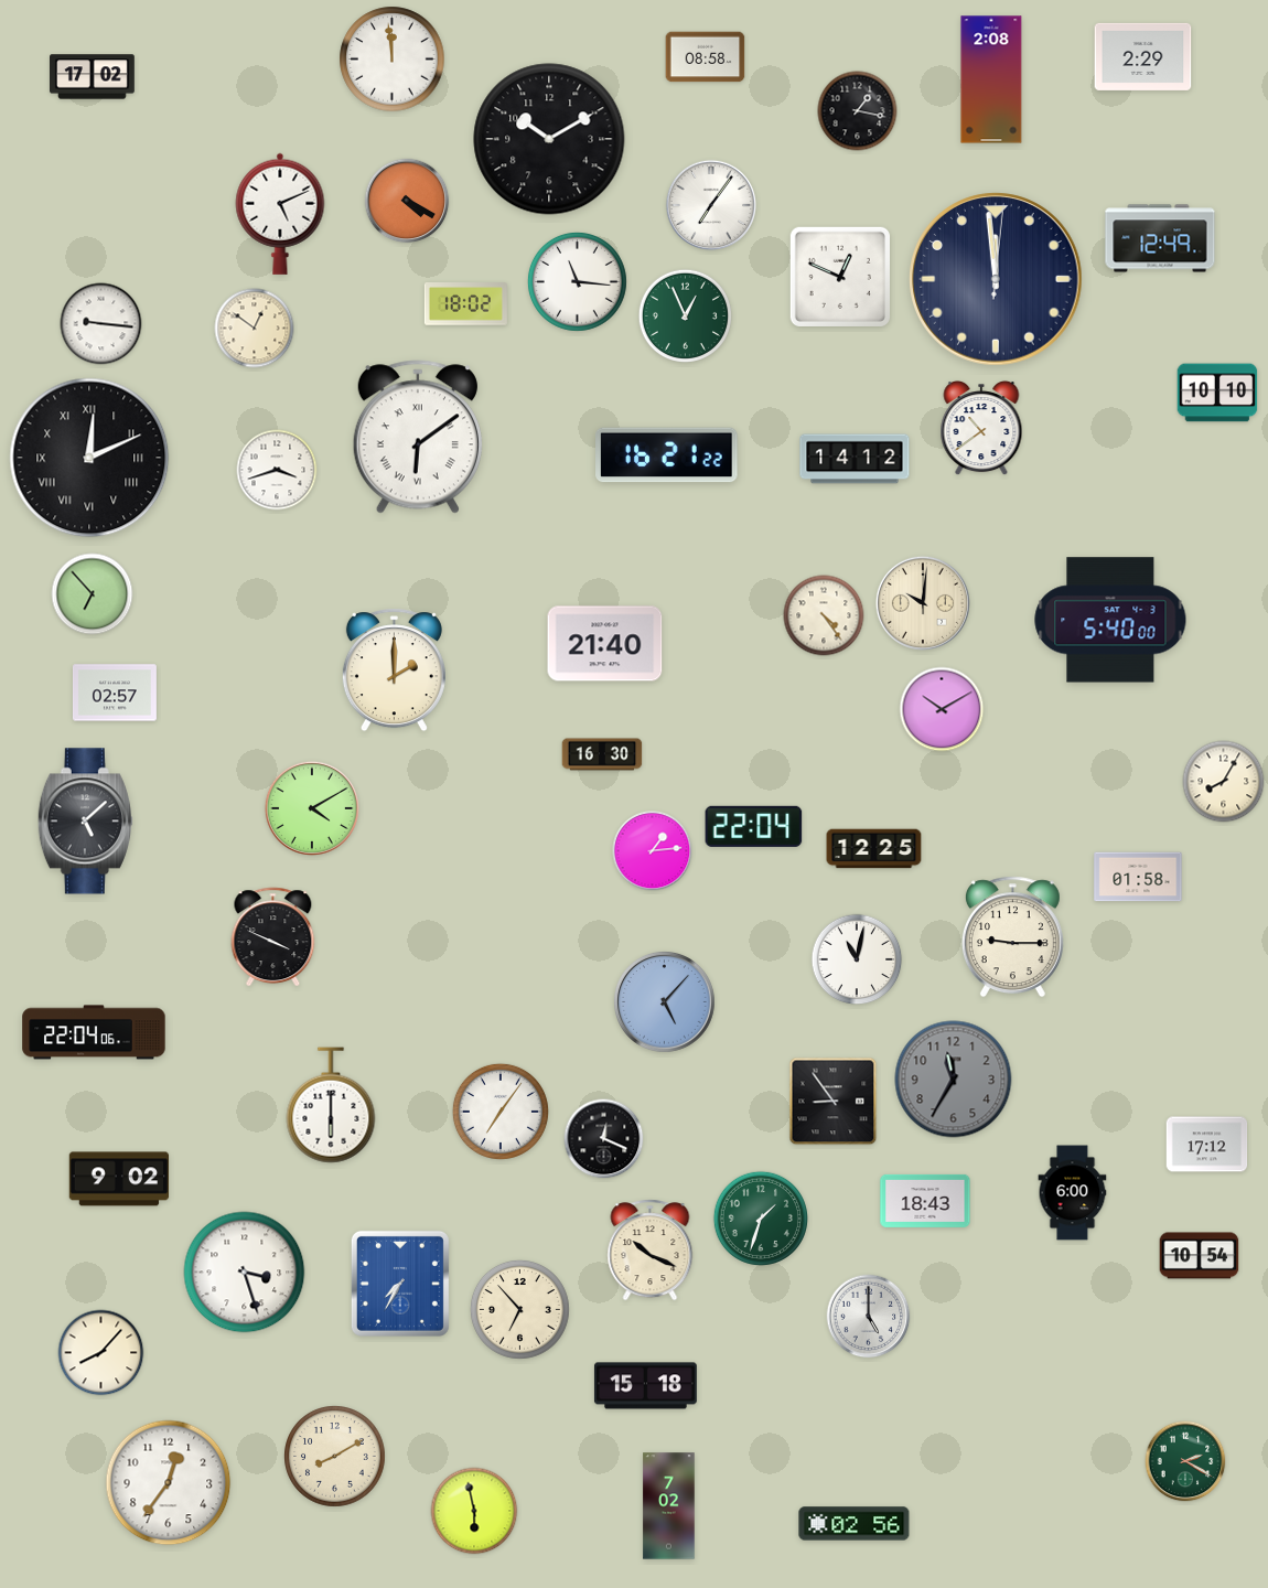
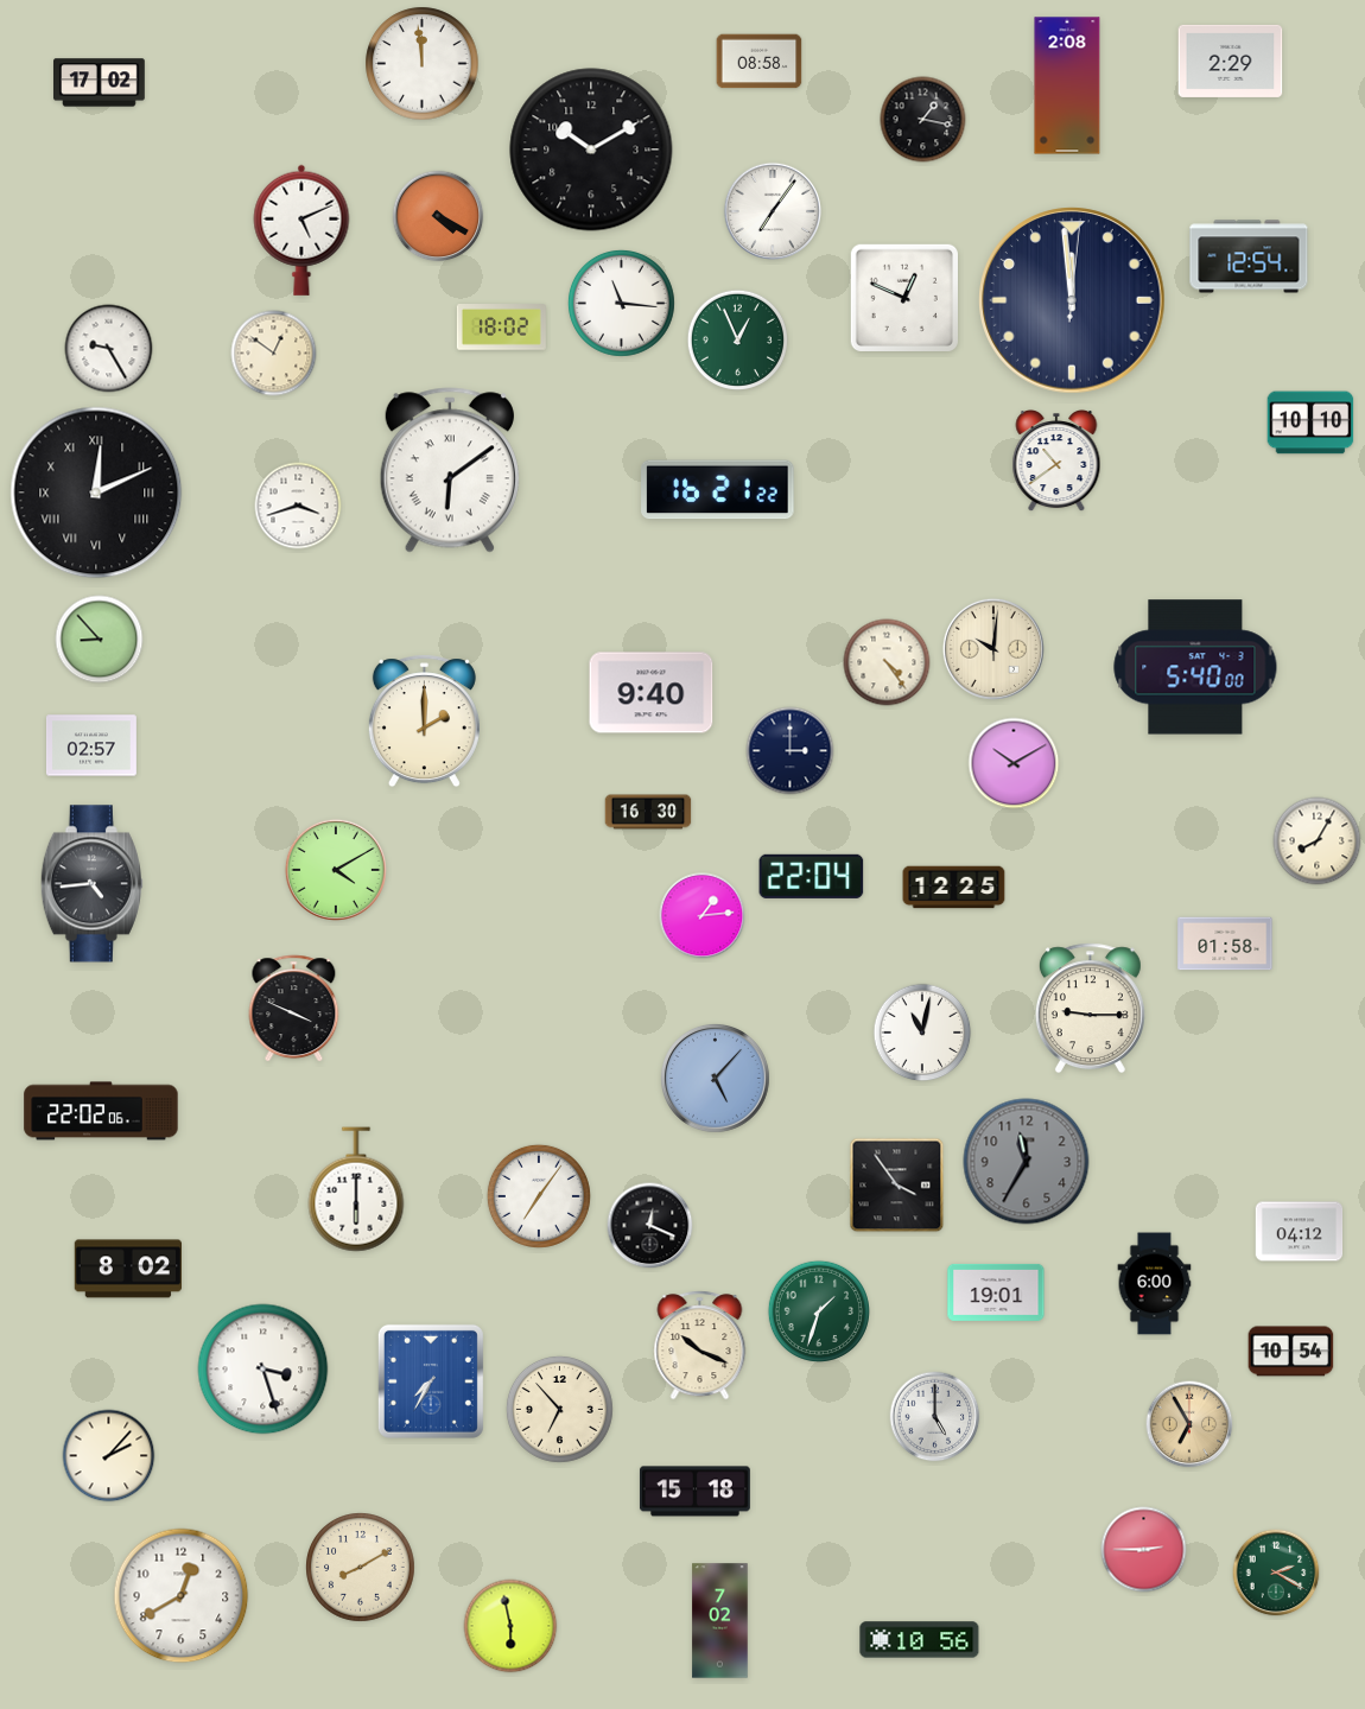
clock at (710, 204) position: (710, 204) -> (772, 210)
clock at (1160, 238): 12:49 -> 12:54
clock at (101, 324): 9:16 -> 9:25
clock at (855, 459): 14:12 -> none
clock at (93, 594): 6:53 -> 8:53
clock at (605, 644): 21:40 -> 9:40
clock at (115, 693) position: (115, 693) -> (91, 745)
clock at (791, 751): none -> 3:00
clock at (85, 822): 5:08 -> 4:44
clock at (754, 826) position: (754, 826) -> (812, 876)
clock at (874, 849) position: (874, 849) -> (954, 888)
clock at (94, 1032): 22:04 -> 22:02
clock at (834, 1102): 8:54 -> 3:54
clock at (1207, 1145): 17:12 -> 04:12
clock at (118, 1179): 9:02 -> 8:02
clock at (925, 1201): 18:43 -> 19:01
clock at (1189, 1424): none -> 6:55
clock at (101, 1353): 8:07 -> 2:07
clock at (1144, 1550): none -> 2:45
clock at (169, 1483): 12:36 -> 12:40
clock at (855, 1524): 02:56 -> 10:56
